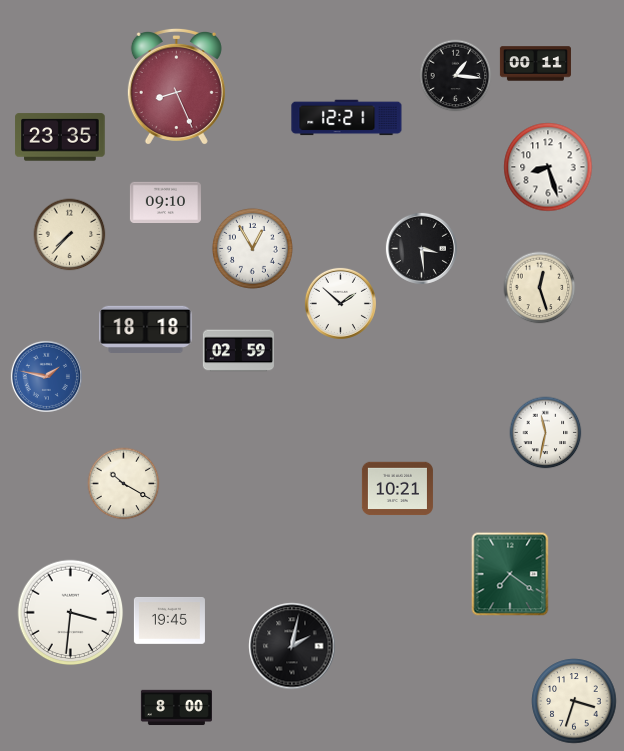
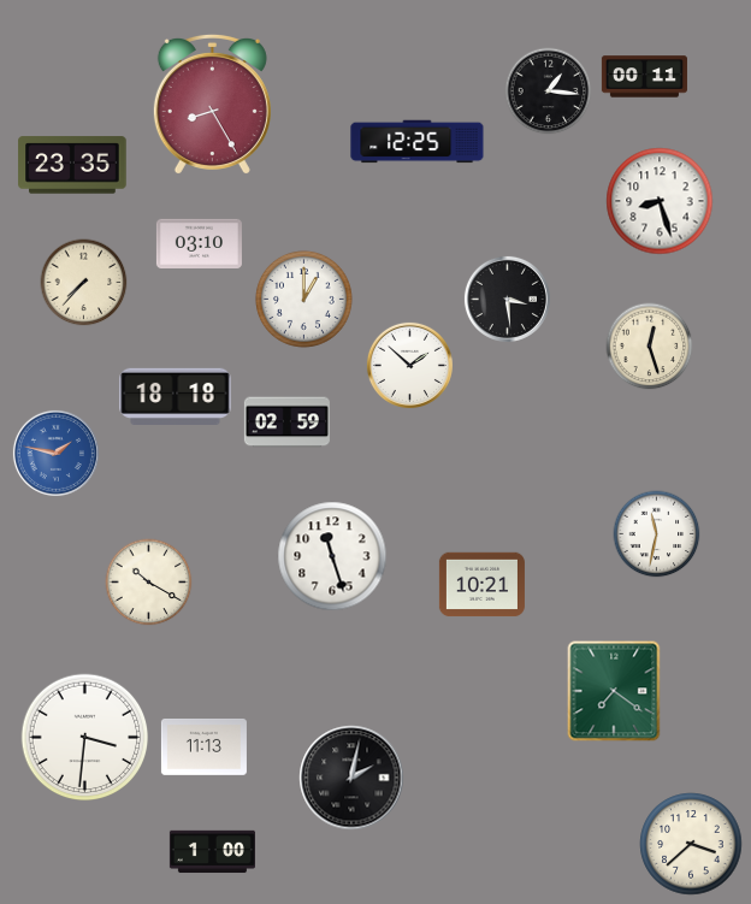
clock at (176, 86): 8:26 -> 8:25
clock at (347, 118): 12:21 -> 12:25
clock at (165, 203): 09:10 -> 03:10
clock at (252, 248): 12:55 -> 1:00
clock at (546, 433) position: (546, 433) -> (657, 534)
clock at (332, 556): none -> 11:27
clock at (397, 489) position: (397, 489) -> (481, 585)
clock at (169, 620): 19:45 -> 11:13
clock at (574, 701): 3:33 -> 3:38
clock at (176, 708): 8:00 -> 1:00
